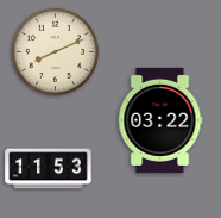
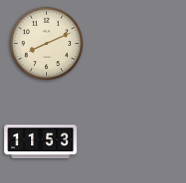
clock at (160, 120): 03:22 -> none
